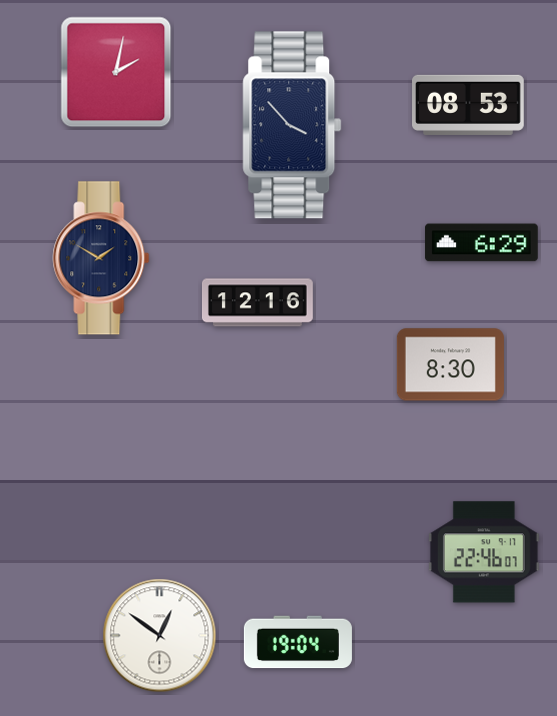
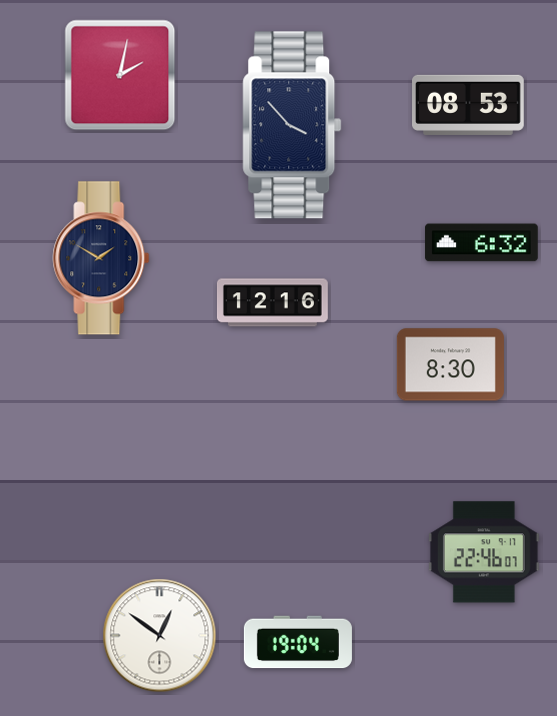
clock at (116, 72) position: (116, 72) -> (120, 75)
clock at (482, 243): 6:29 -> 6:32
clock at (257, 303) position: (257, 303) -> (272, 303)
